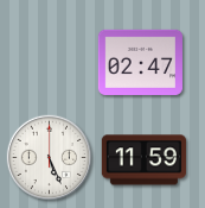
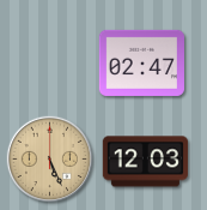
clock at (49, 157) dial: white -> champagne
clock at (143, 160): 11:59 -> 12:03
